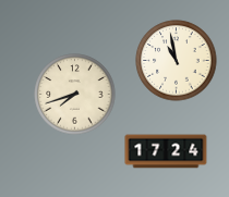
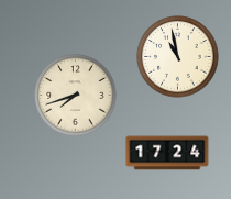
clock at (177, 61) position: (177, 61) -> (178, 57)
